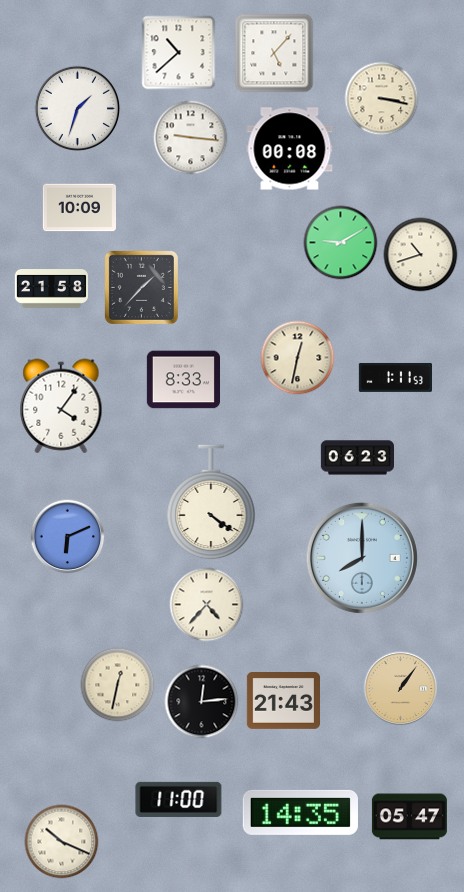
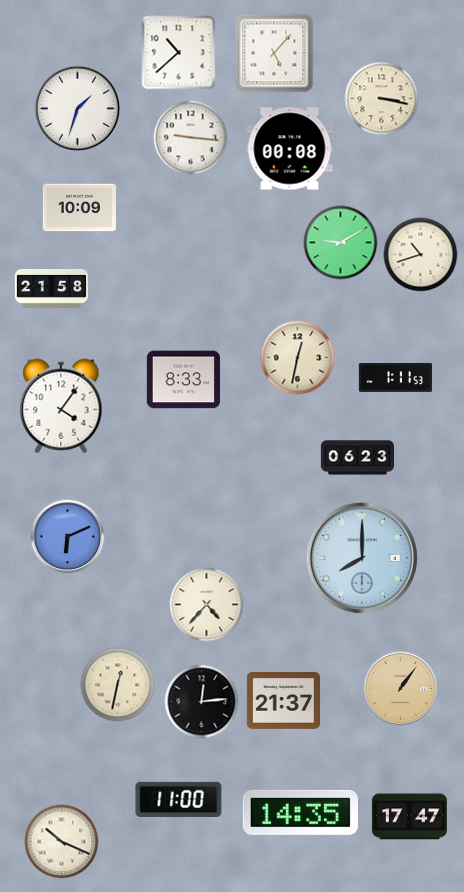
clock at (141, 287): 1:37 -> none
clock at (211, 502): 4:21 -> none
clock at (283, 701): 21:43 -> 21:37
clock at (409, 817): 05:47 -> 17:47
